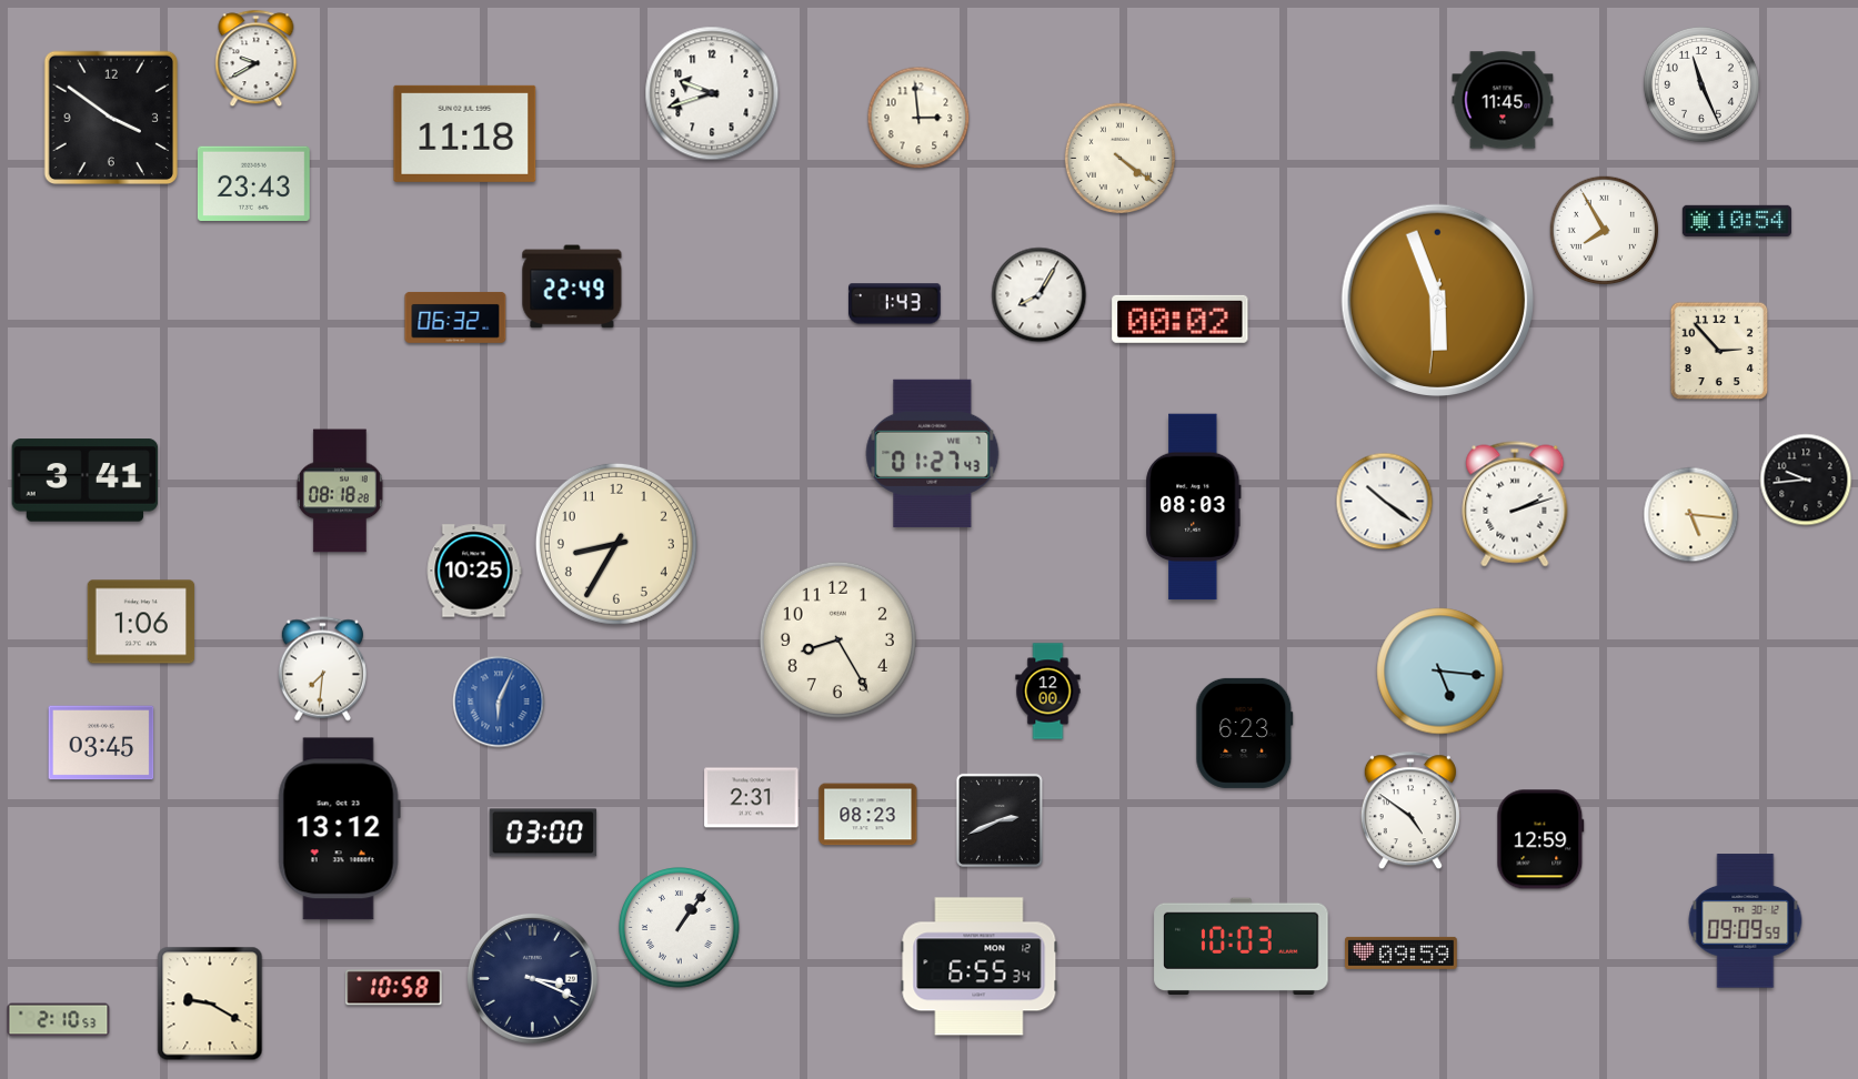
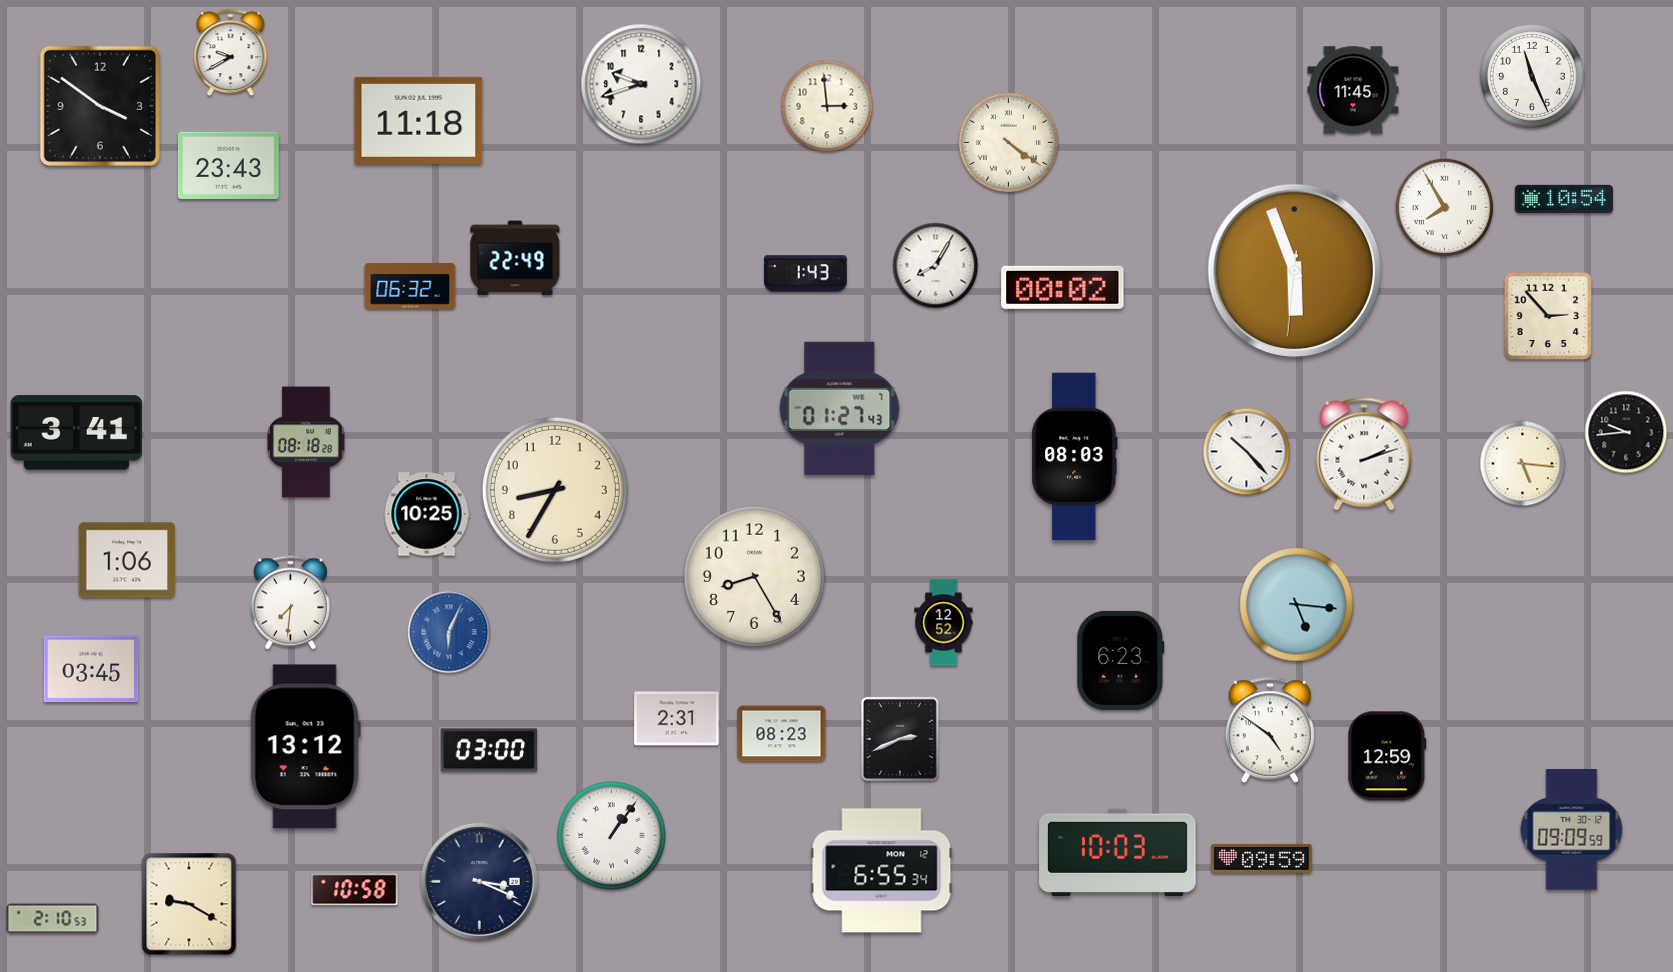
clock at (1385, 502): 10:21 -> 10:23
clock at (1048, 692): 12:00 -> 12:52
